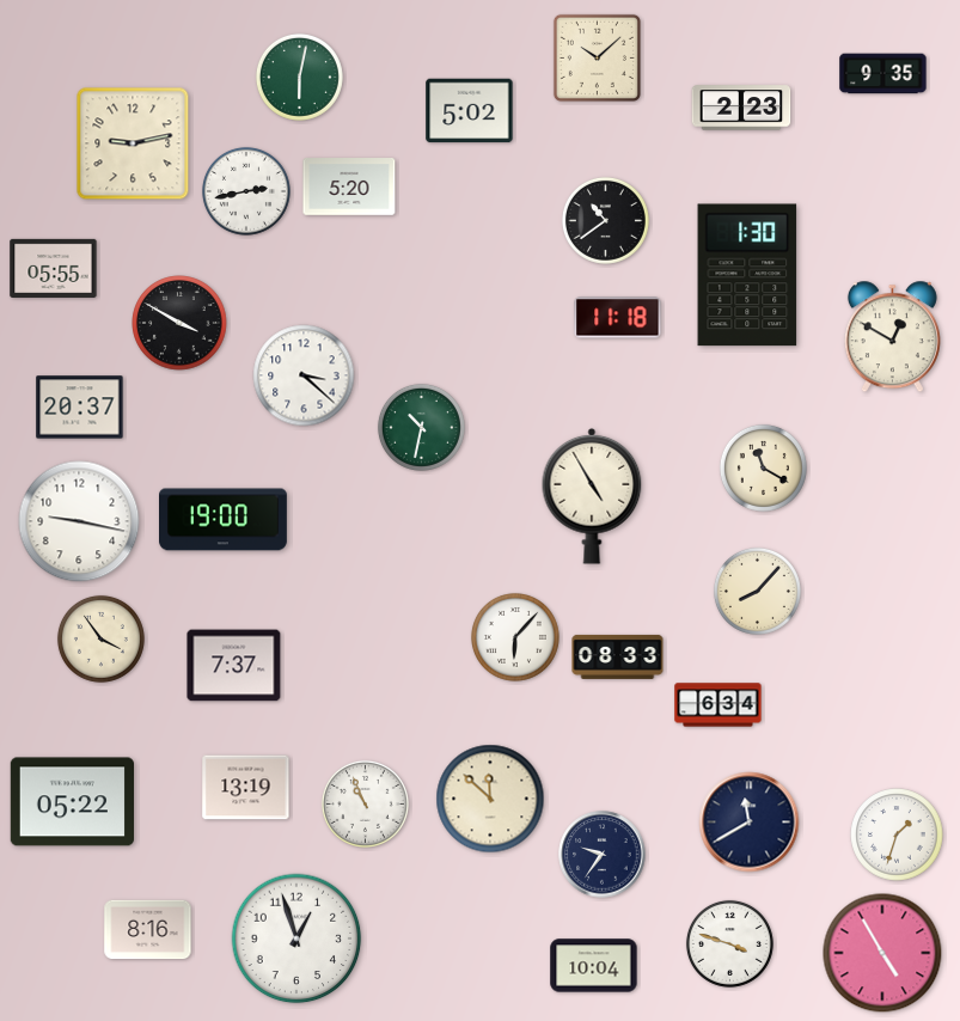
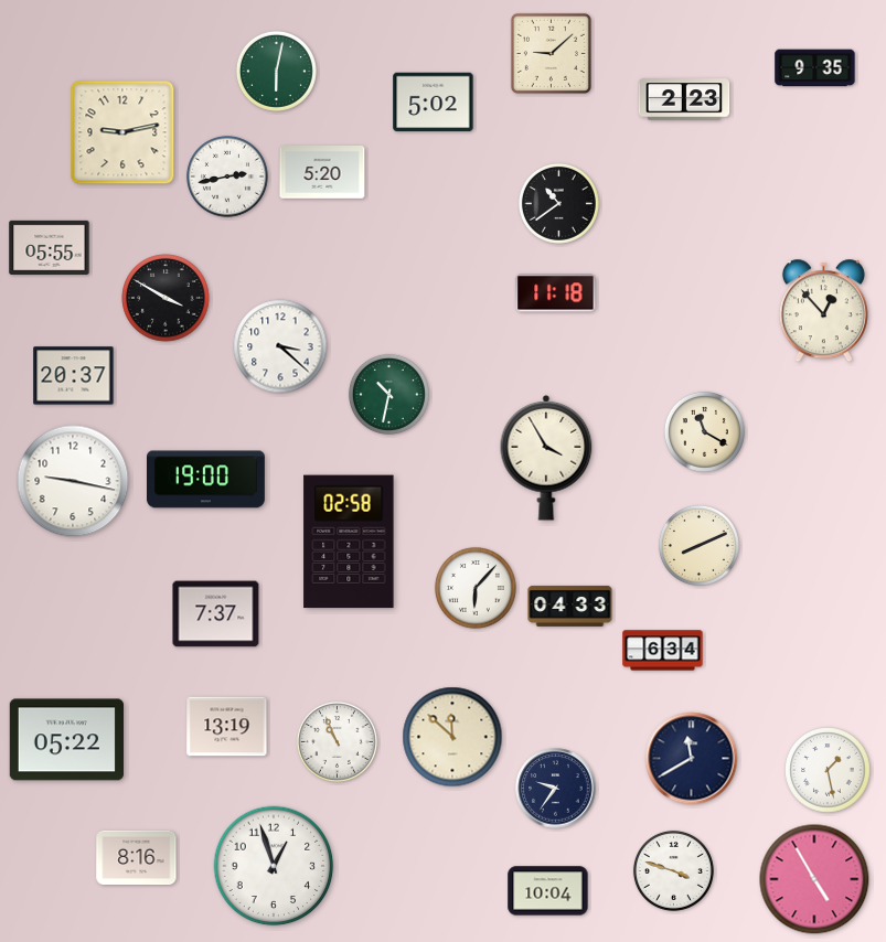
clock at (597, 57): 10:08 -> 9:08
clock at (747, 275): 1:30 -> none
clock at (618, 318) position: (618, 318) -> (556, 293)
clock at (892, 337): 12:50 -> 12:53
clock at (592, 496): 4:55 -> 3:55
clock at (349, 542): none -> 02:58
clock at (757, 591): 8:07 -> 8:11
clock at (100, 638): 3:54 -> none
clock at (618, 656): 08:33 -> 04:33
clock at (897, 834): 1:33 -> 1:28
